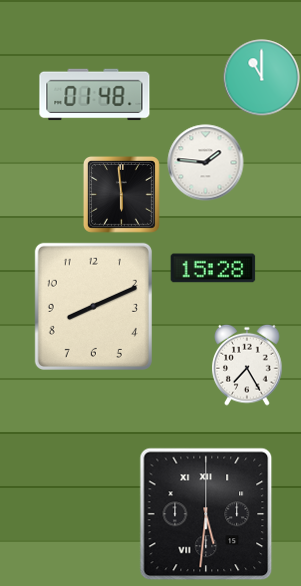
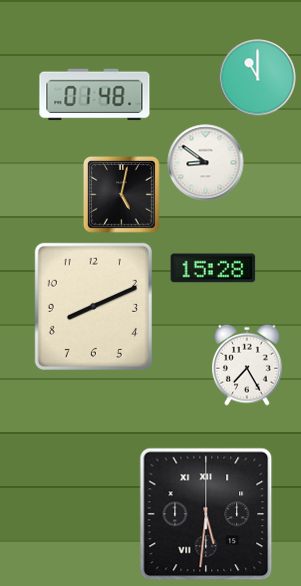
clock at (262, 78) position: (262, 78) -> (258, 78)
clock at (206, 163): 1:46 -> 8:51
clock at (121, 194): 5:59 -> 5:02
